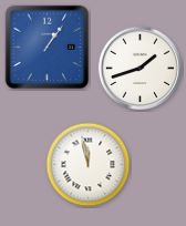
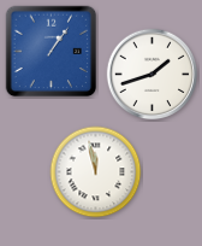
clock at (89, 165) position: (89, 165) -> (96, 172)
